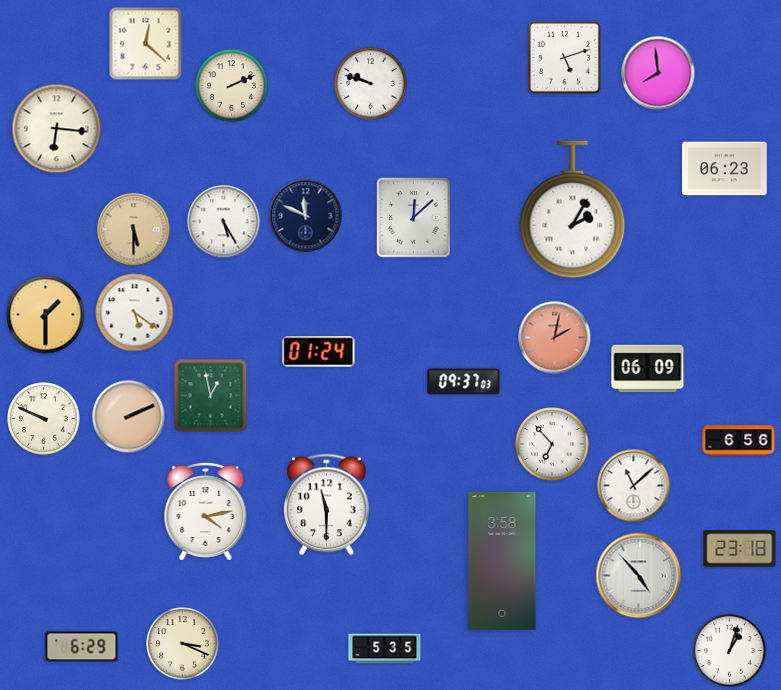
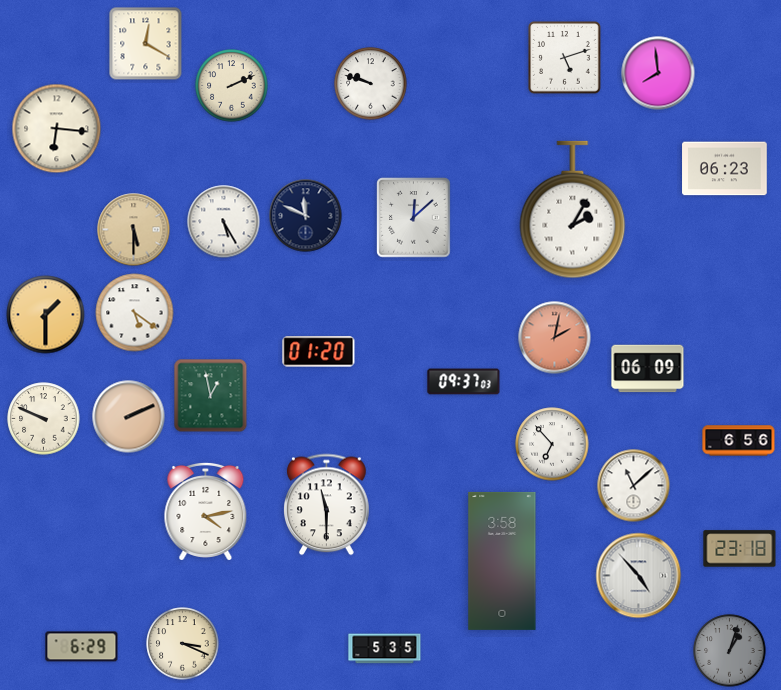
clock at (146, 44): 12:22 -> 12:20
clock at (319, 352): 01:24 -> 01:20
clock at (730, 651) dial: white -> grey
